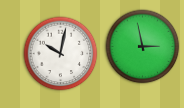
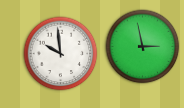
clock at (61, 54): 10:02 -> 9:59
